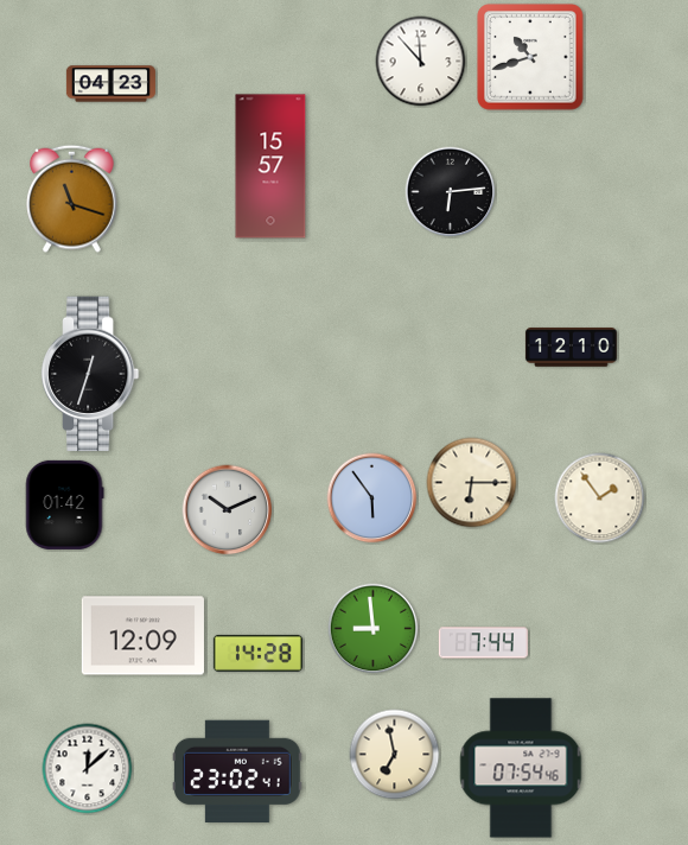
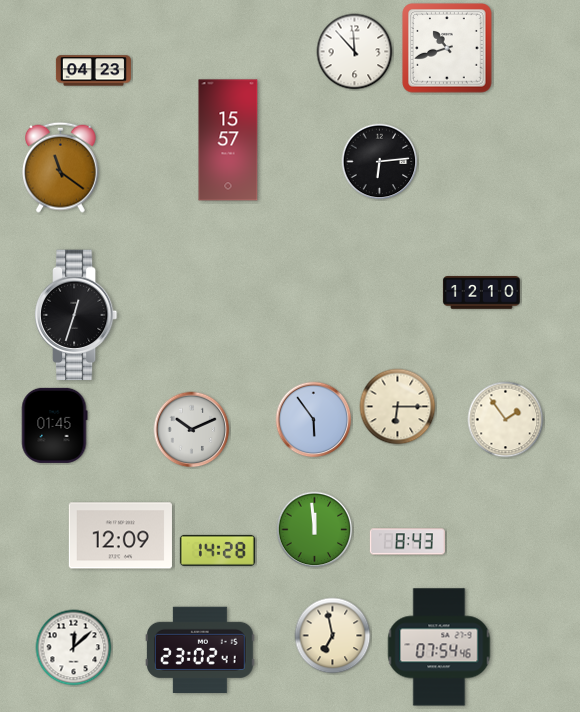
clock at (72, 198): 11:18 -> 11:21
clock at (64, 504): 01:42 -> 01:45
clock at (374, 629): 8:59 -> 11:59
clock at (483, 643): 7:44 -> 8:43
